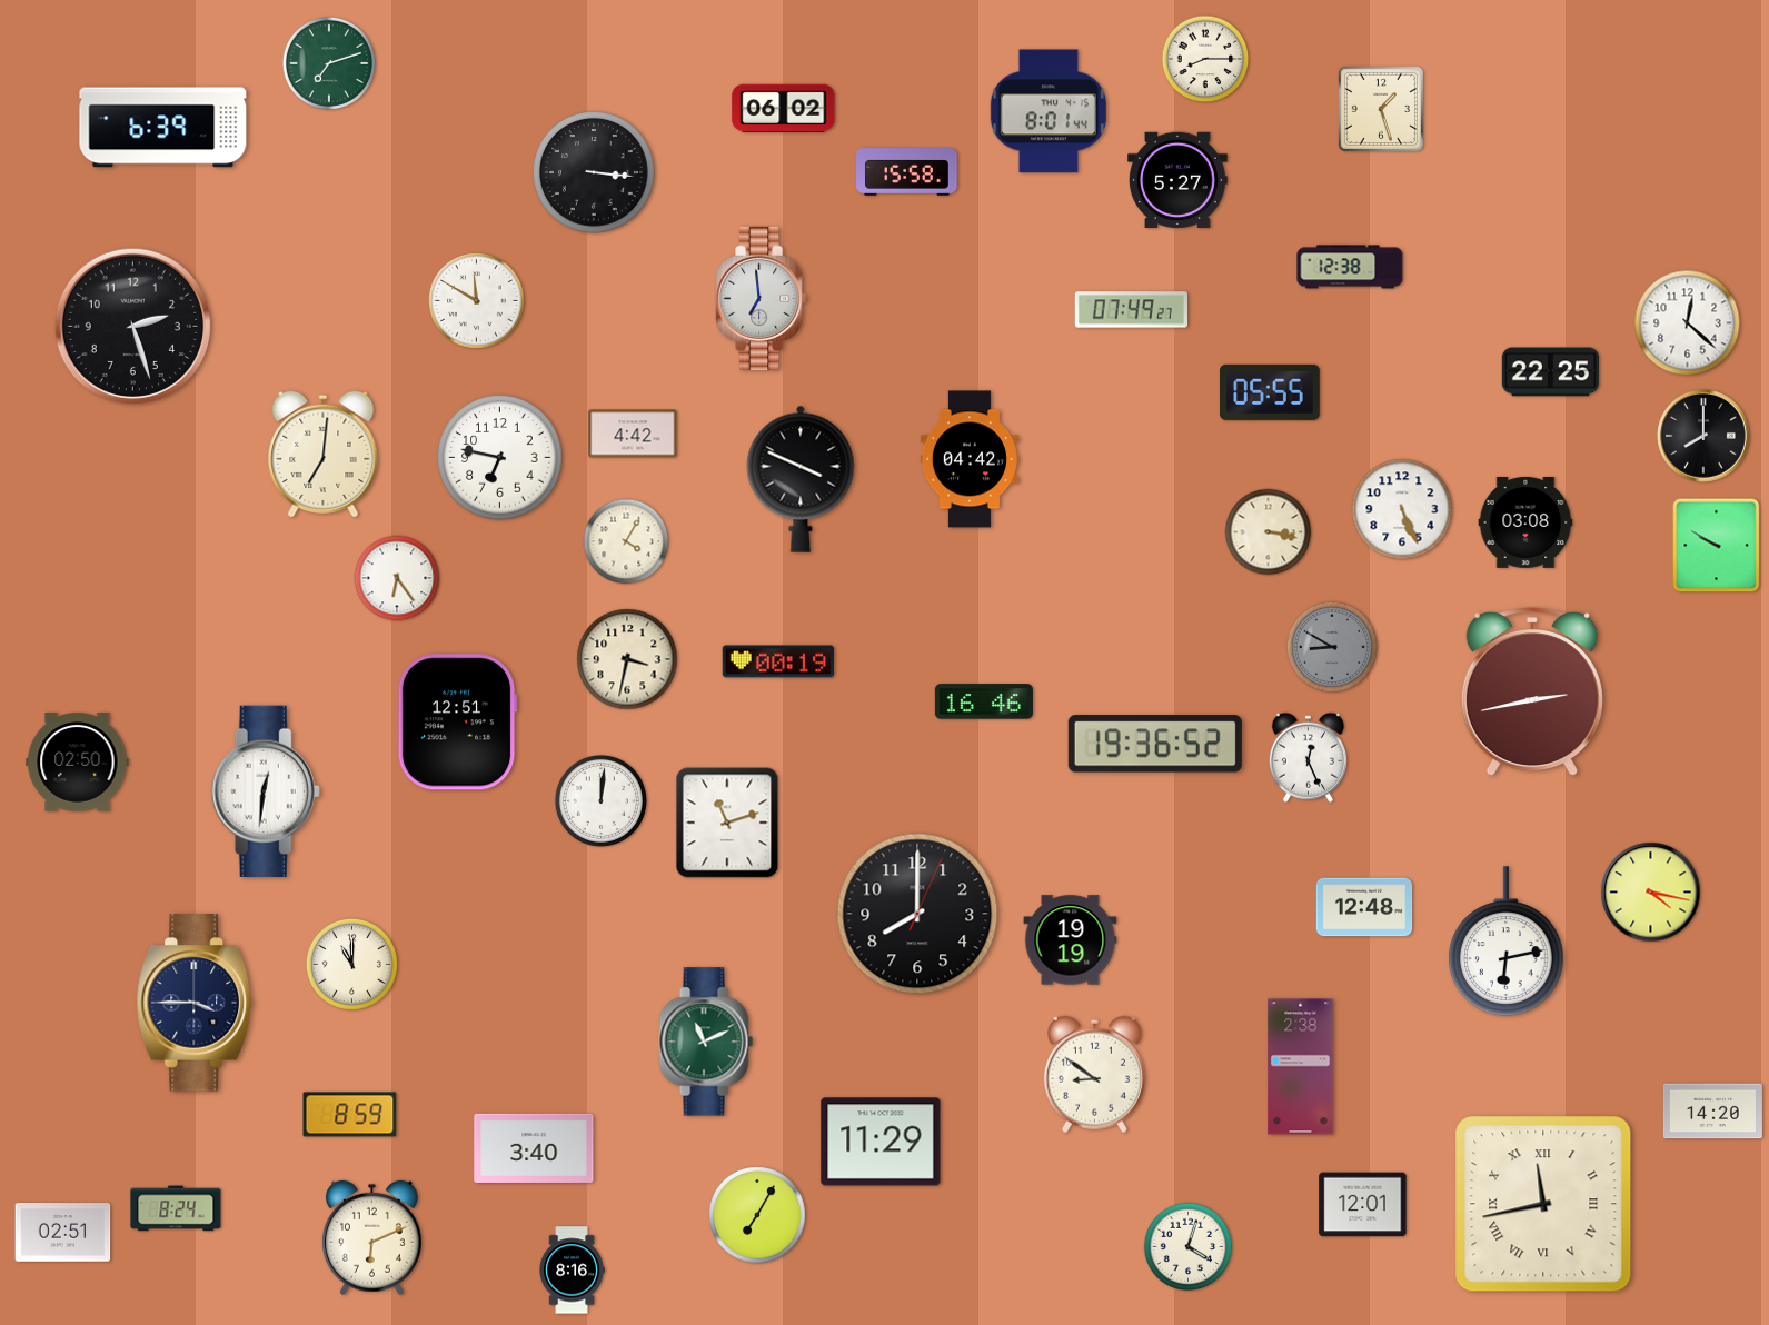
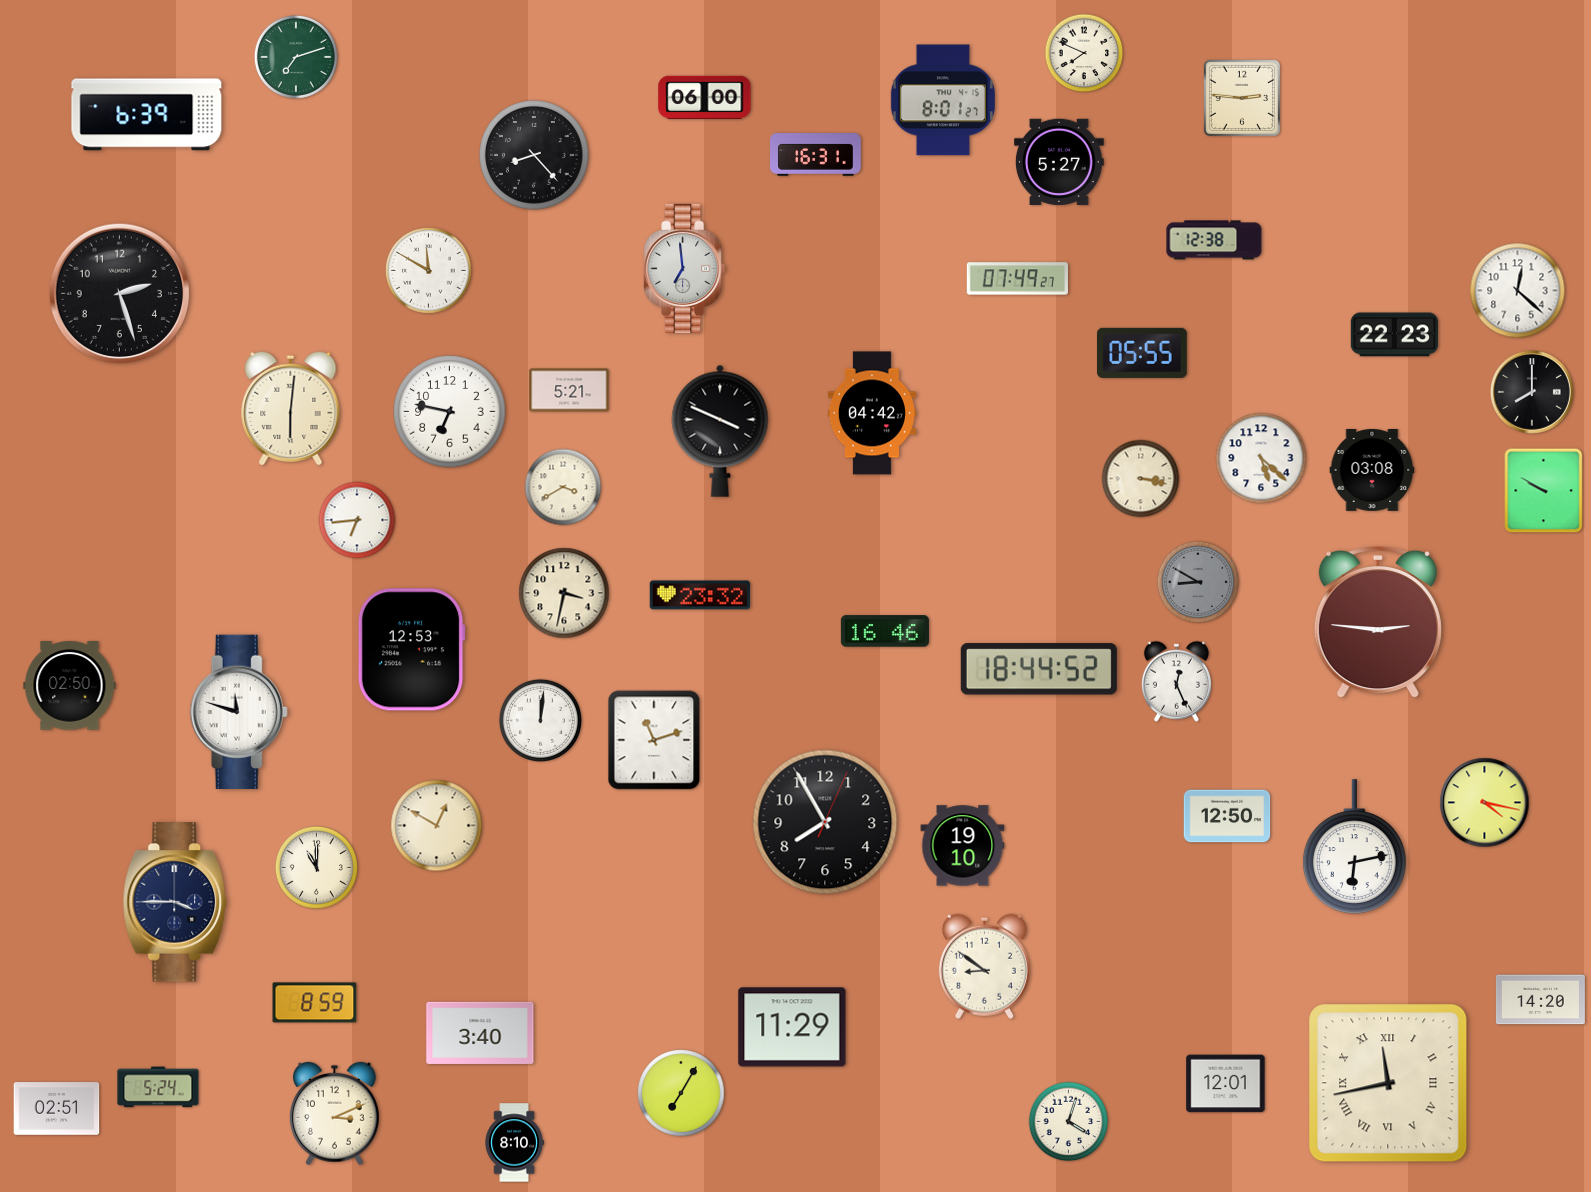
clock at (1205, 59): 8:15 -> 7:49
clock at (784, 108): 06:02 -> 06:00
clock at (1381, 109): 1:27 -> 2:46
clock at (1049, 111): 8:01:44 -> 8:01:27
clock at (907, 172): 15:58 -> 16:31
clock at (595, 173): 3:16 -> 8:23
clock at (1550, 372): 22:25 -> 22:23
clock at (633, 434): 4:42 -> 5:21
clock at (324, 454): 7:01 -> 6:01
clock at (1402, 509): 5:26 -> 5:22
clock at (626, 541): 4:05 -> 3:40
clock at (397, 578): 6:24 -> 6:44
clock at (778, 661): 00:19 -> 23:32
clock at (1532, 693): 2:43 -> 2:46
clock at (457, 723): 12:51 -> 12:53
clock at (1155, 744): 19:36 -> 18:44
clock at (266, 791): 12:31 -> 11:48
clock at (1364, 907): 12:48 -> 12:50
clock at (917, 914): 8:00 -> 7:55
clock at (437, 826): none -> 12:50
clock at (1071, 940): 19:19 -> 19:10
clock at (706, 1042): 11:11 -> none
clock at (1301, 1067): 2:38 -> none
clock at (176, 1208): 8:24 -> 5:24
clock at (371, 1238): 6:11 -> 3:11
clock at (572, 1271): 8:16 -> 8:10
